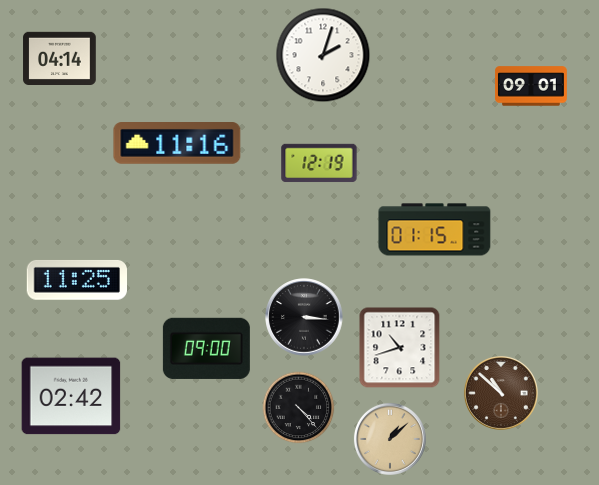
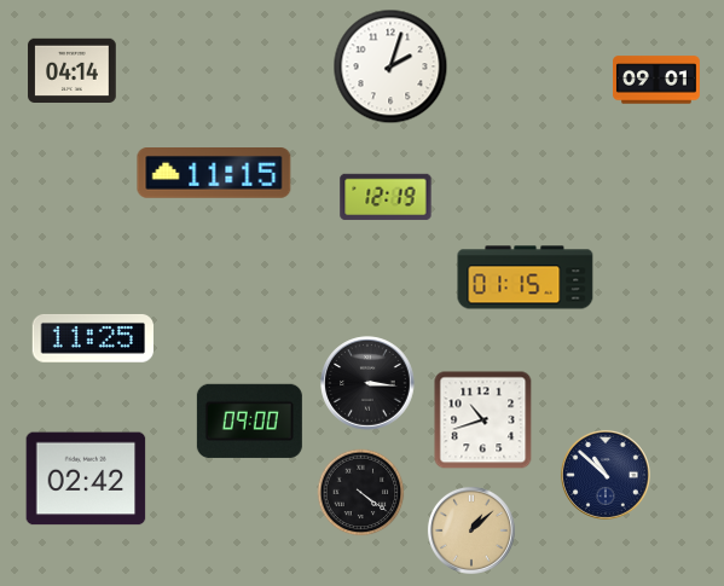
clock at (532, 86) position: (532, 86) -> (658, 80)
clock at (177, 143): 11:16 -> 11:15
clock at (501, 393) dial: brown -> navy
clock at (299, 408): 4:23 -> 4:21
